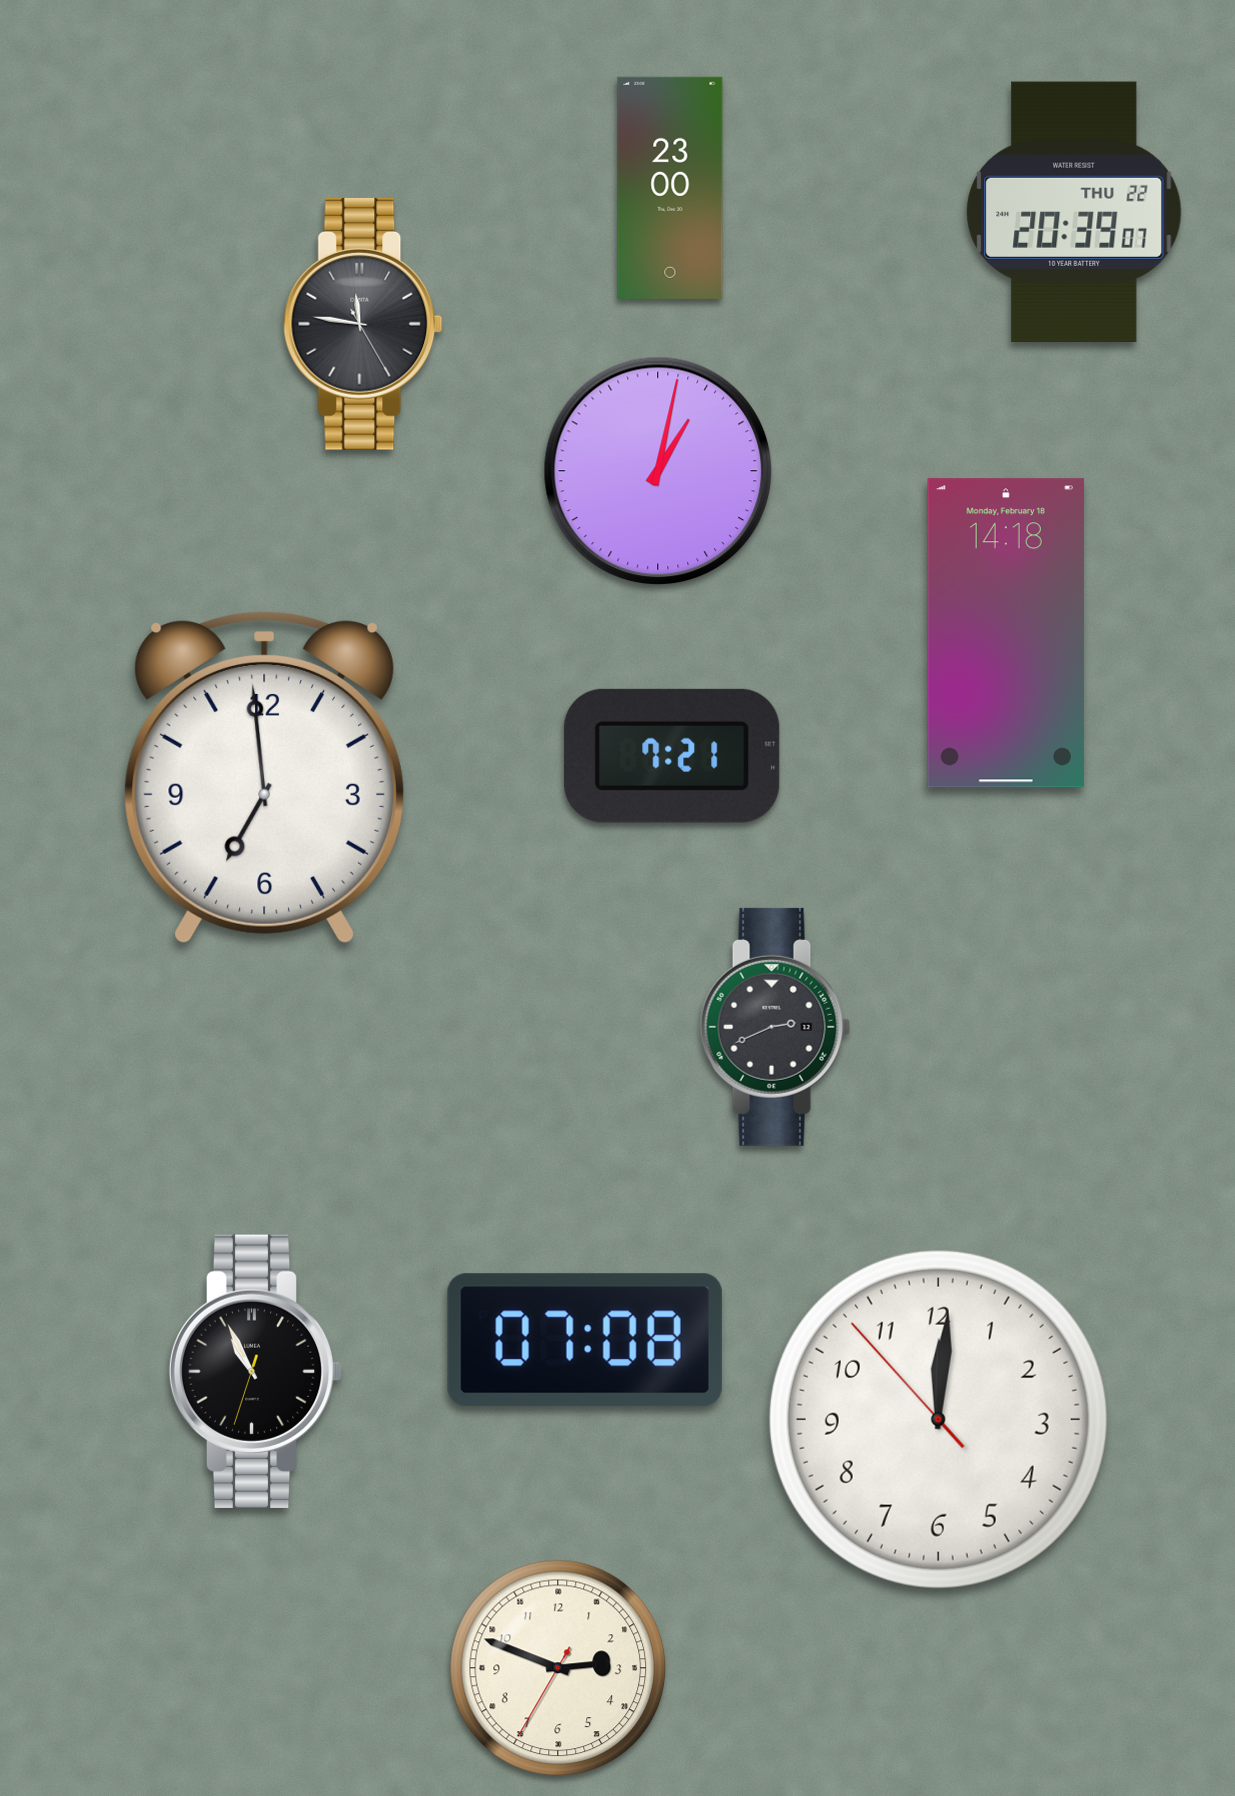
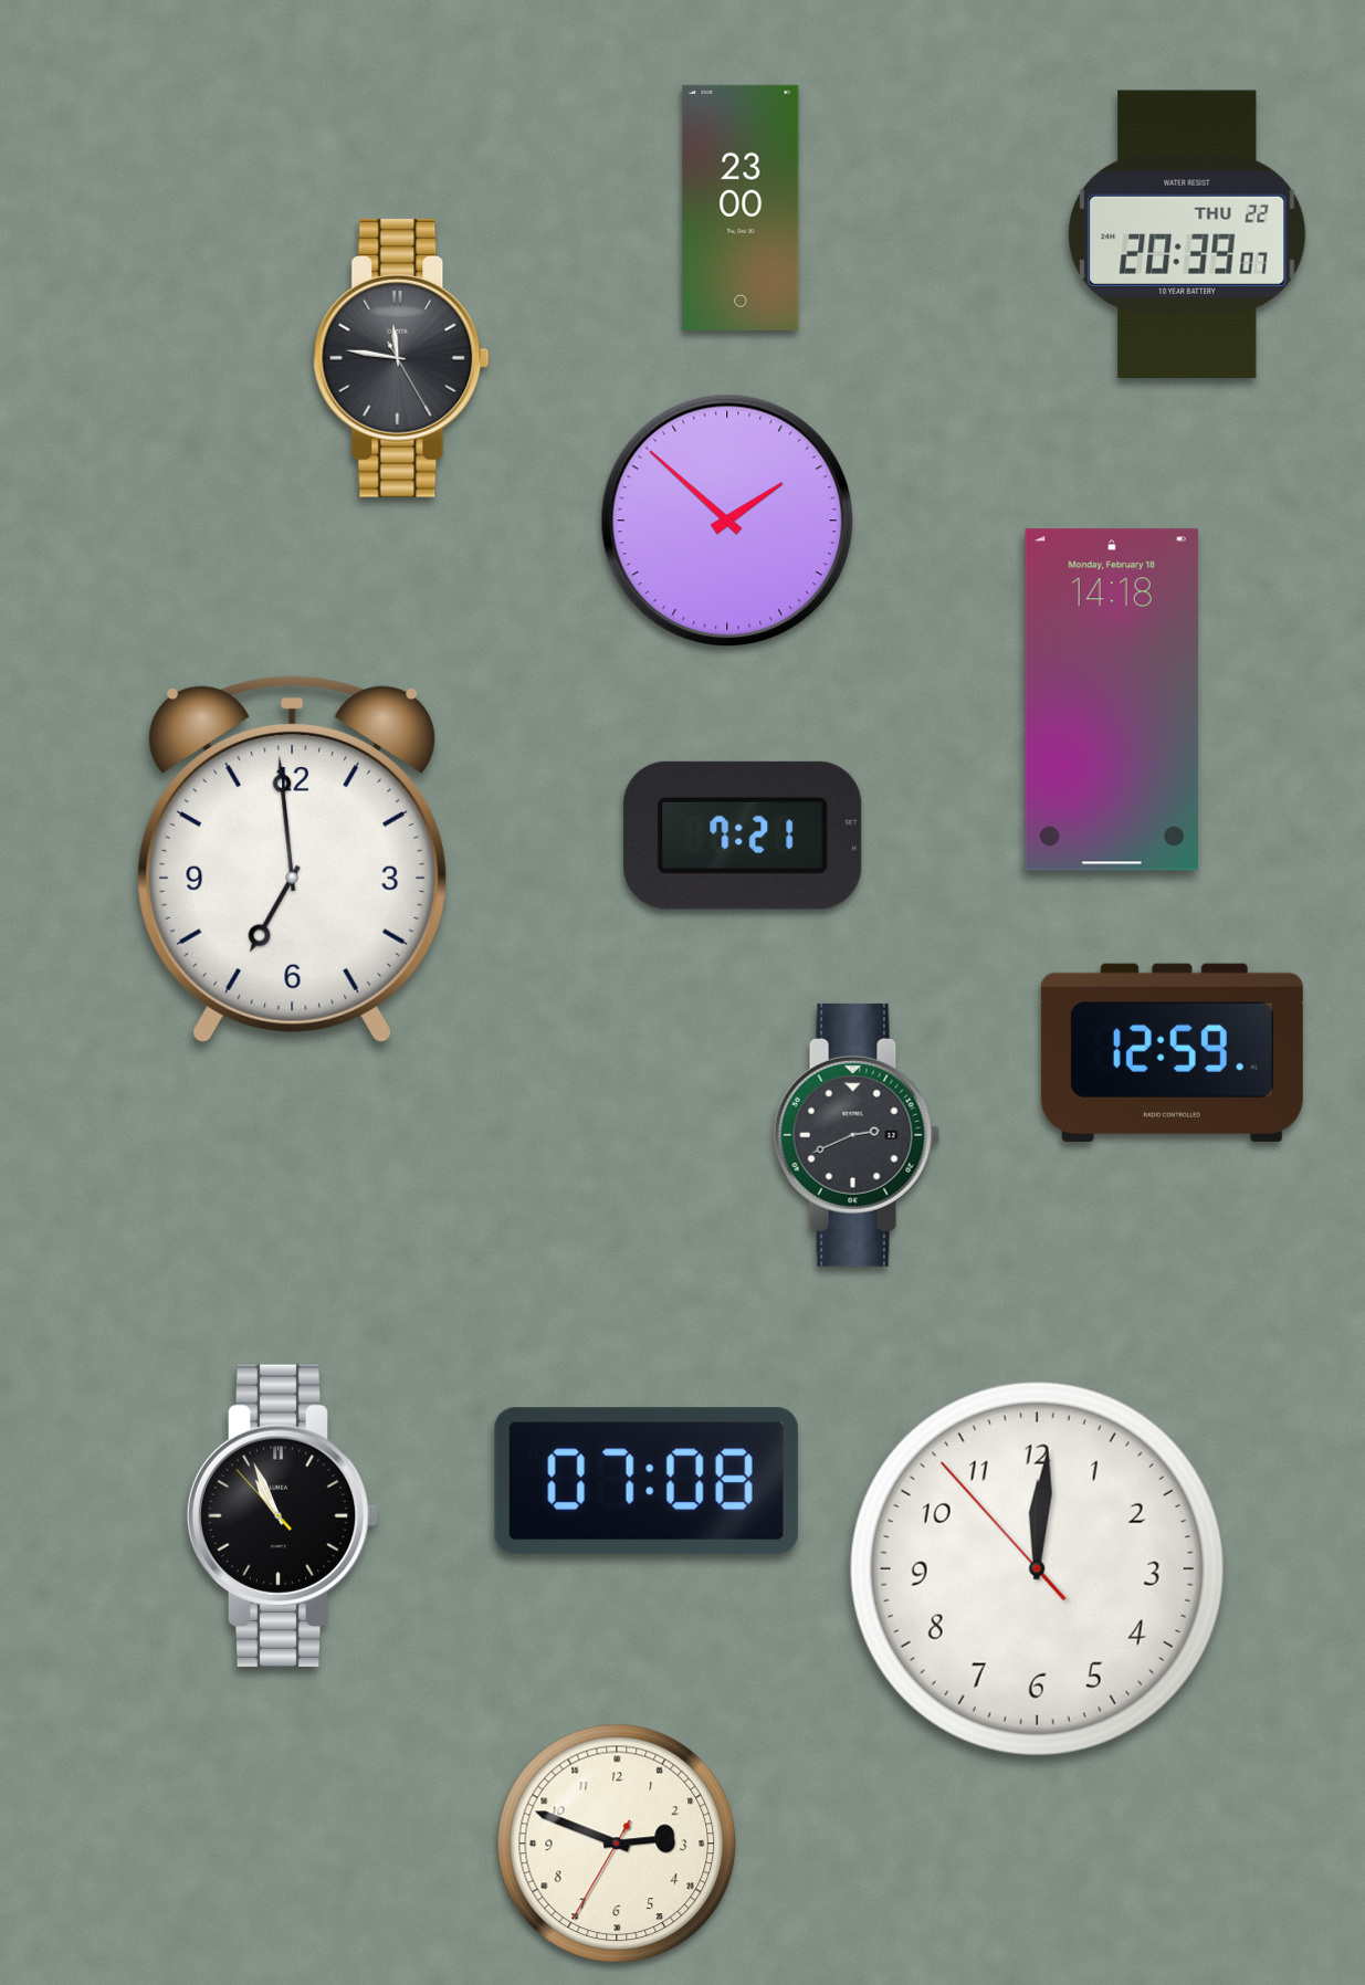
clock at (658, 471): 1:02 -> 1:52
clock at (1172, 1052): none -> 12:59
clock at (256, 1371): 10:55:33 -> 10:55:53
